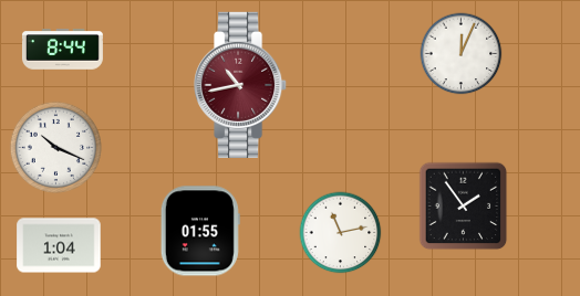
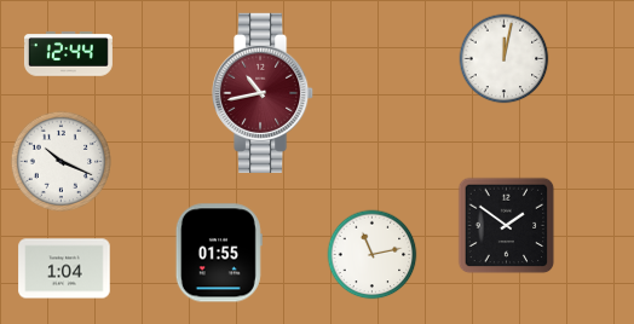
clock at (62, 50): 8:44 -> 12:44
clock at (462, 54): 12:04 -> 12:02
clock at (464, 207): 1:54 -> 1:51
